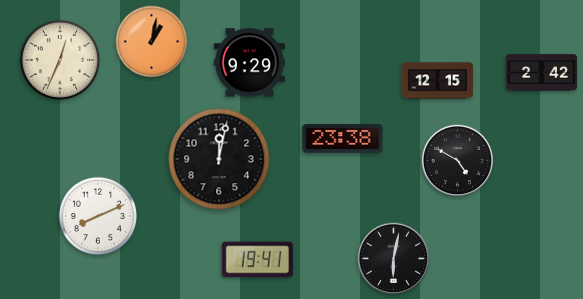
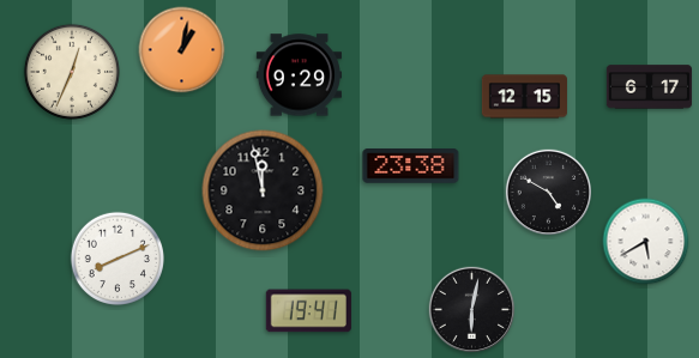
clock at (541, 73): 2:42 -> 6:17
clock at (219, 159): 12:02 -> 11:58
clock at (646, 242): none -> 5:40
